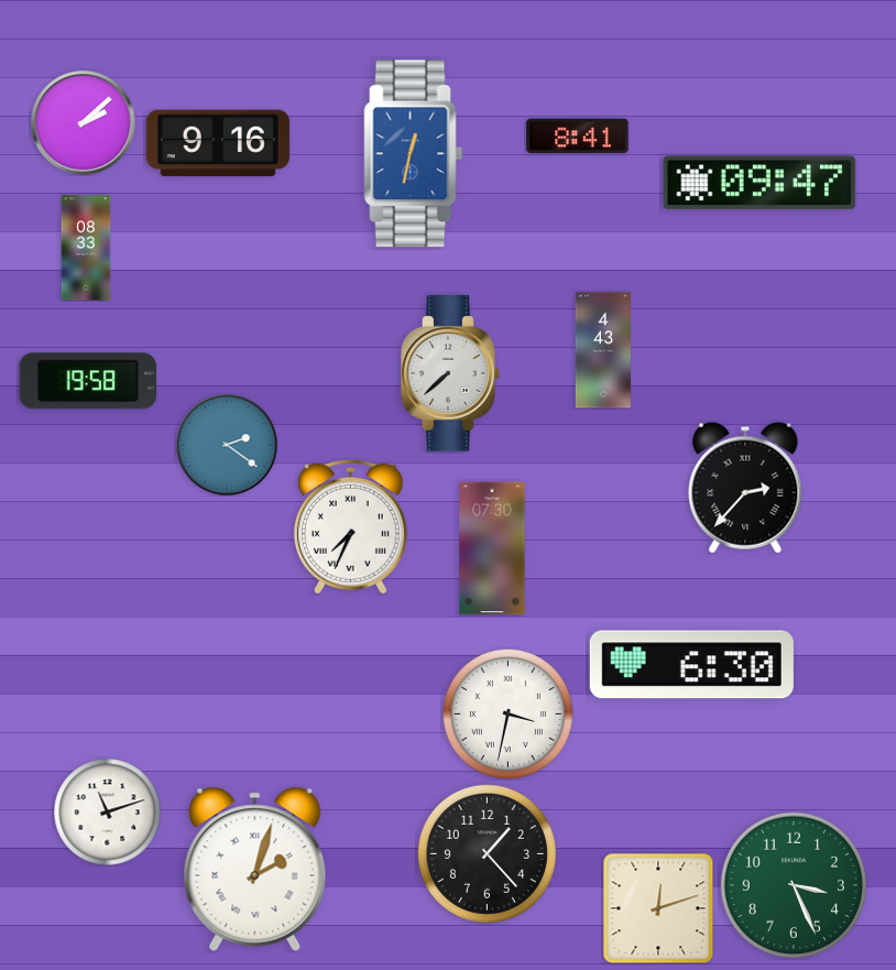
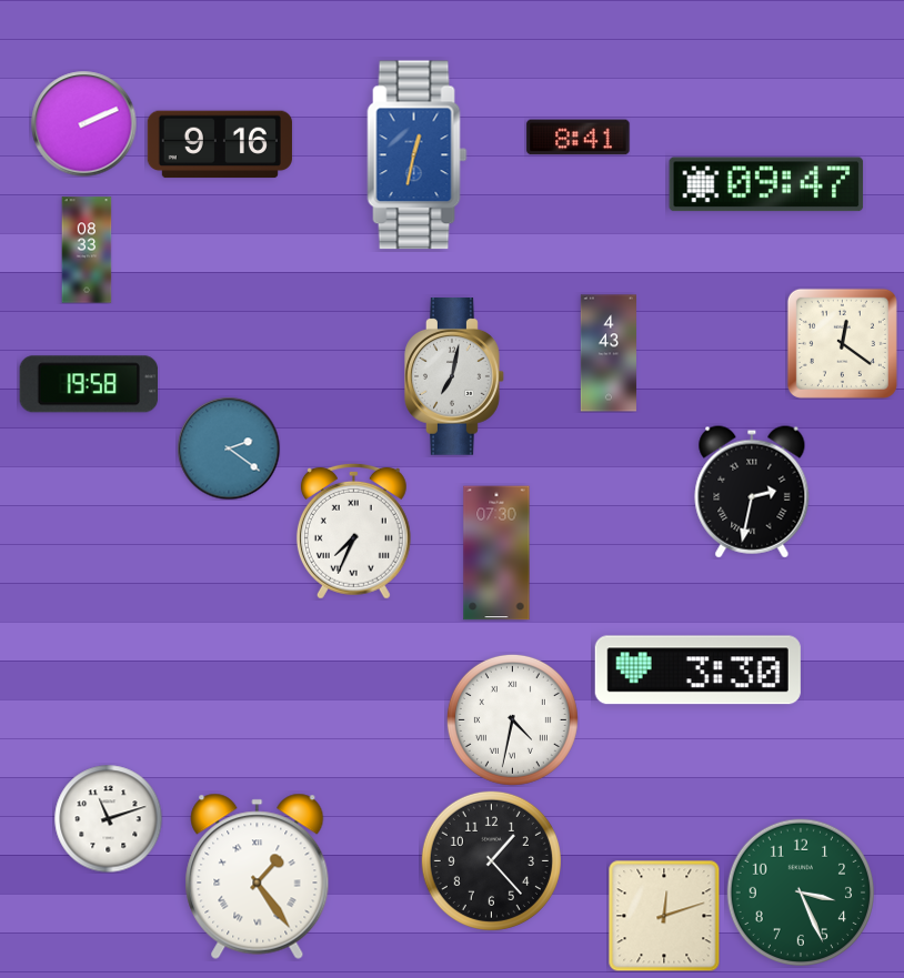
clock at (83, 122): 2:08 -> 2:11
clock at (578, 137) position: (578, 137) -> (579, 138)
clock at (842, 343): none -> 12:21
clock at (451, 374): 7:38 -> 7:02
clock at (745, 488): 2:37 -> 2:32
clock at (691, 665): 6:30 -> 3:30
clock at (507, 713): 3:32 -> 4:32
clock at (255, 869): 2:03 -> 1:24
